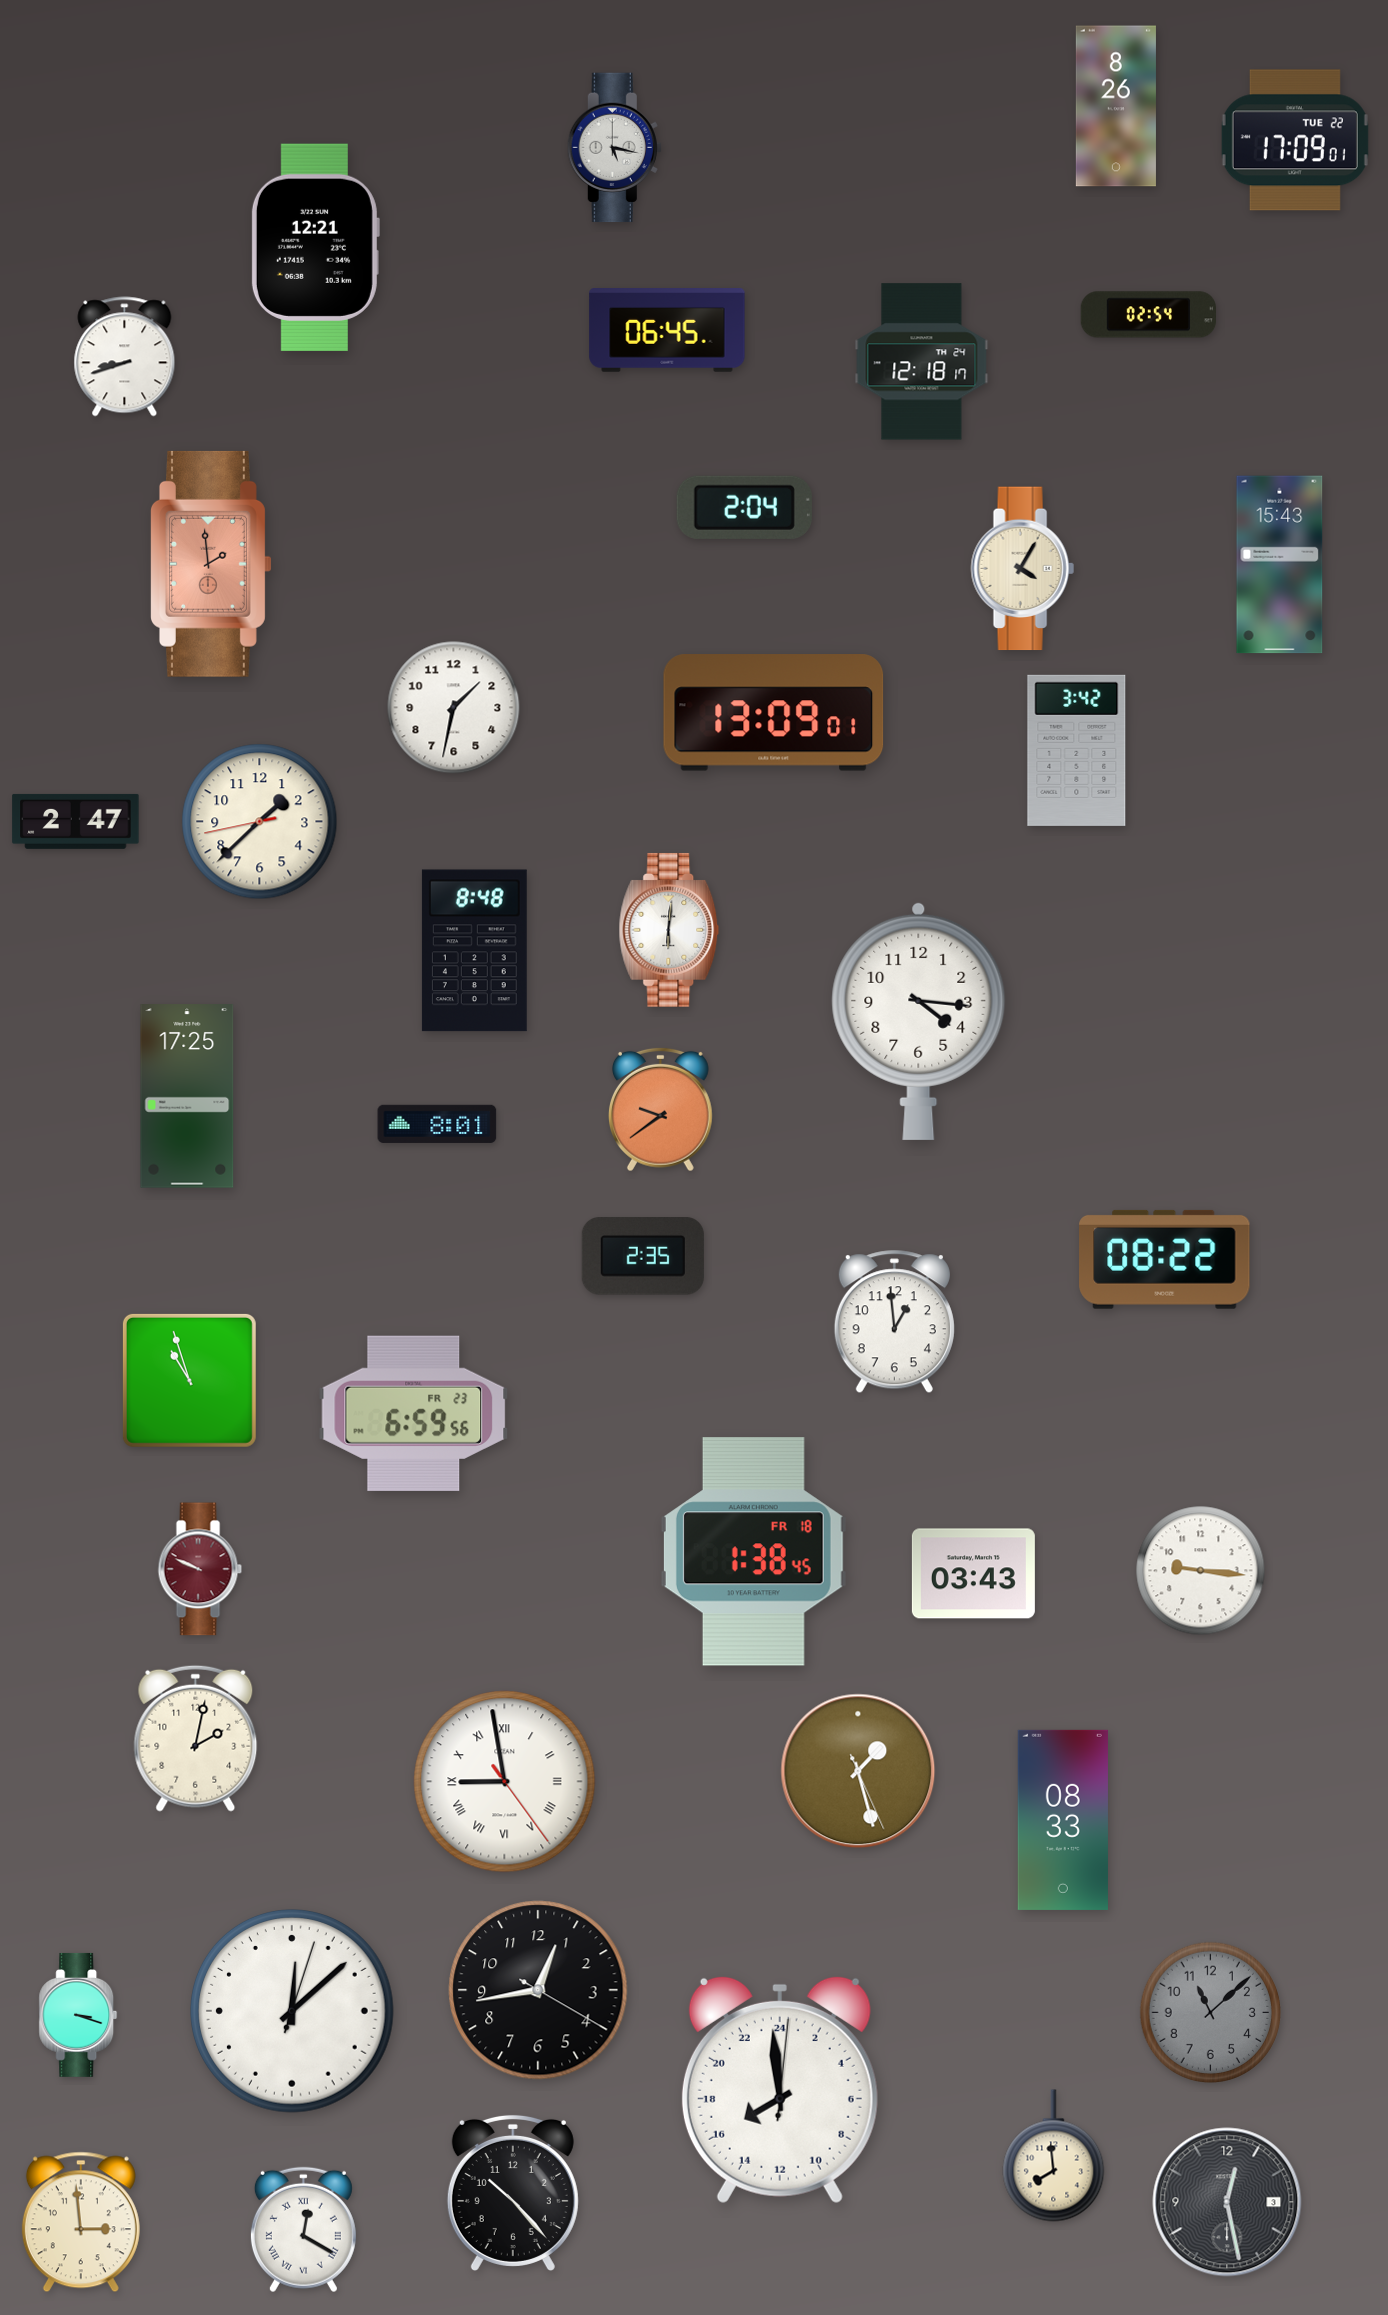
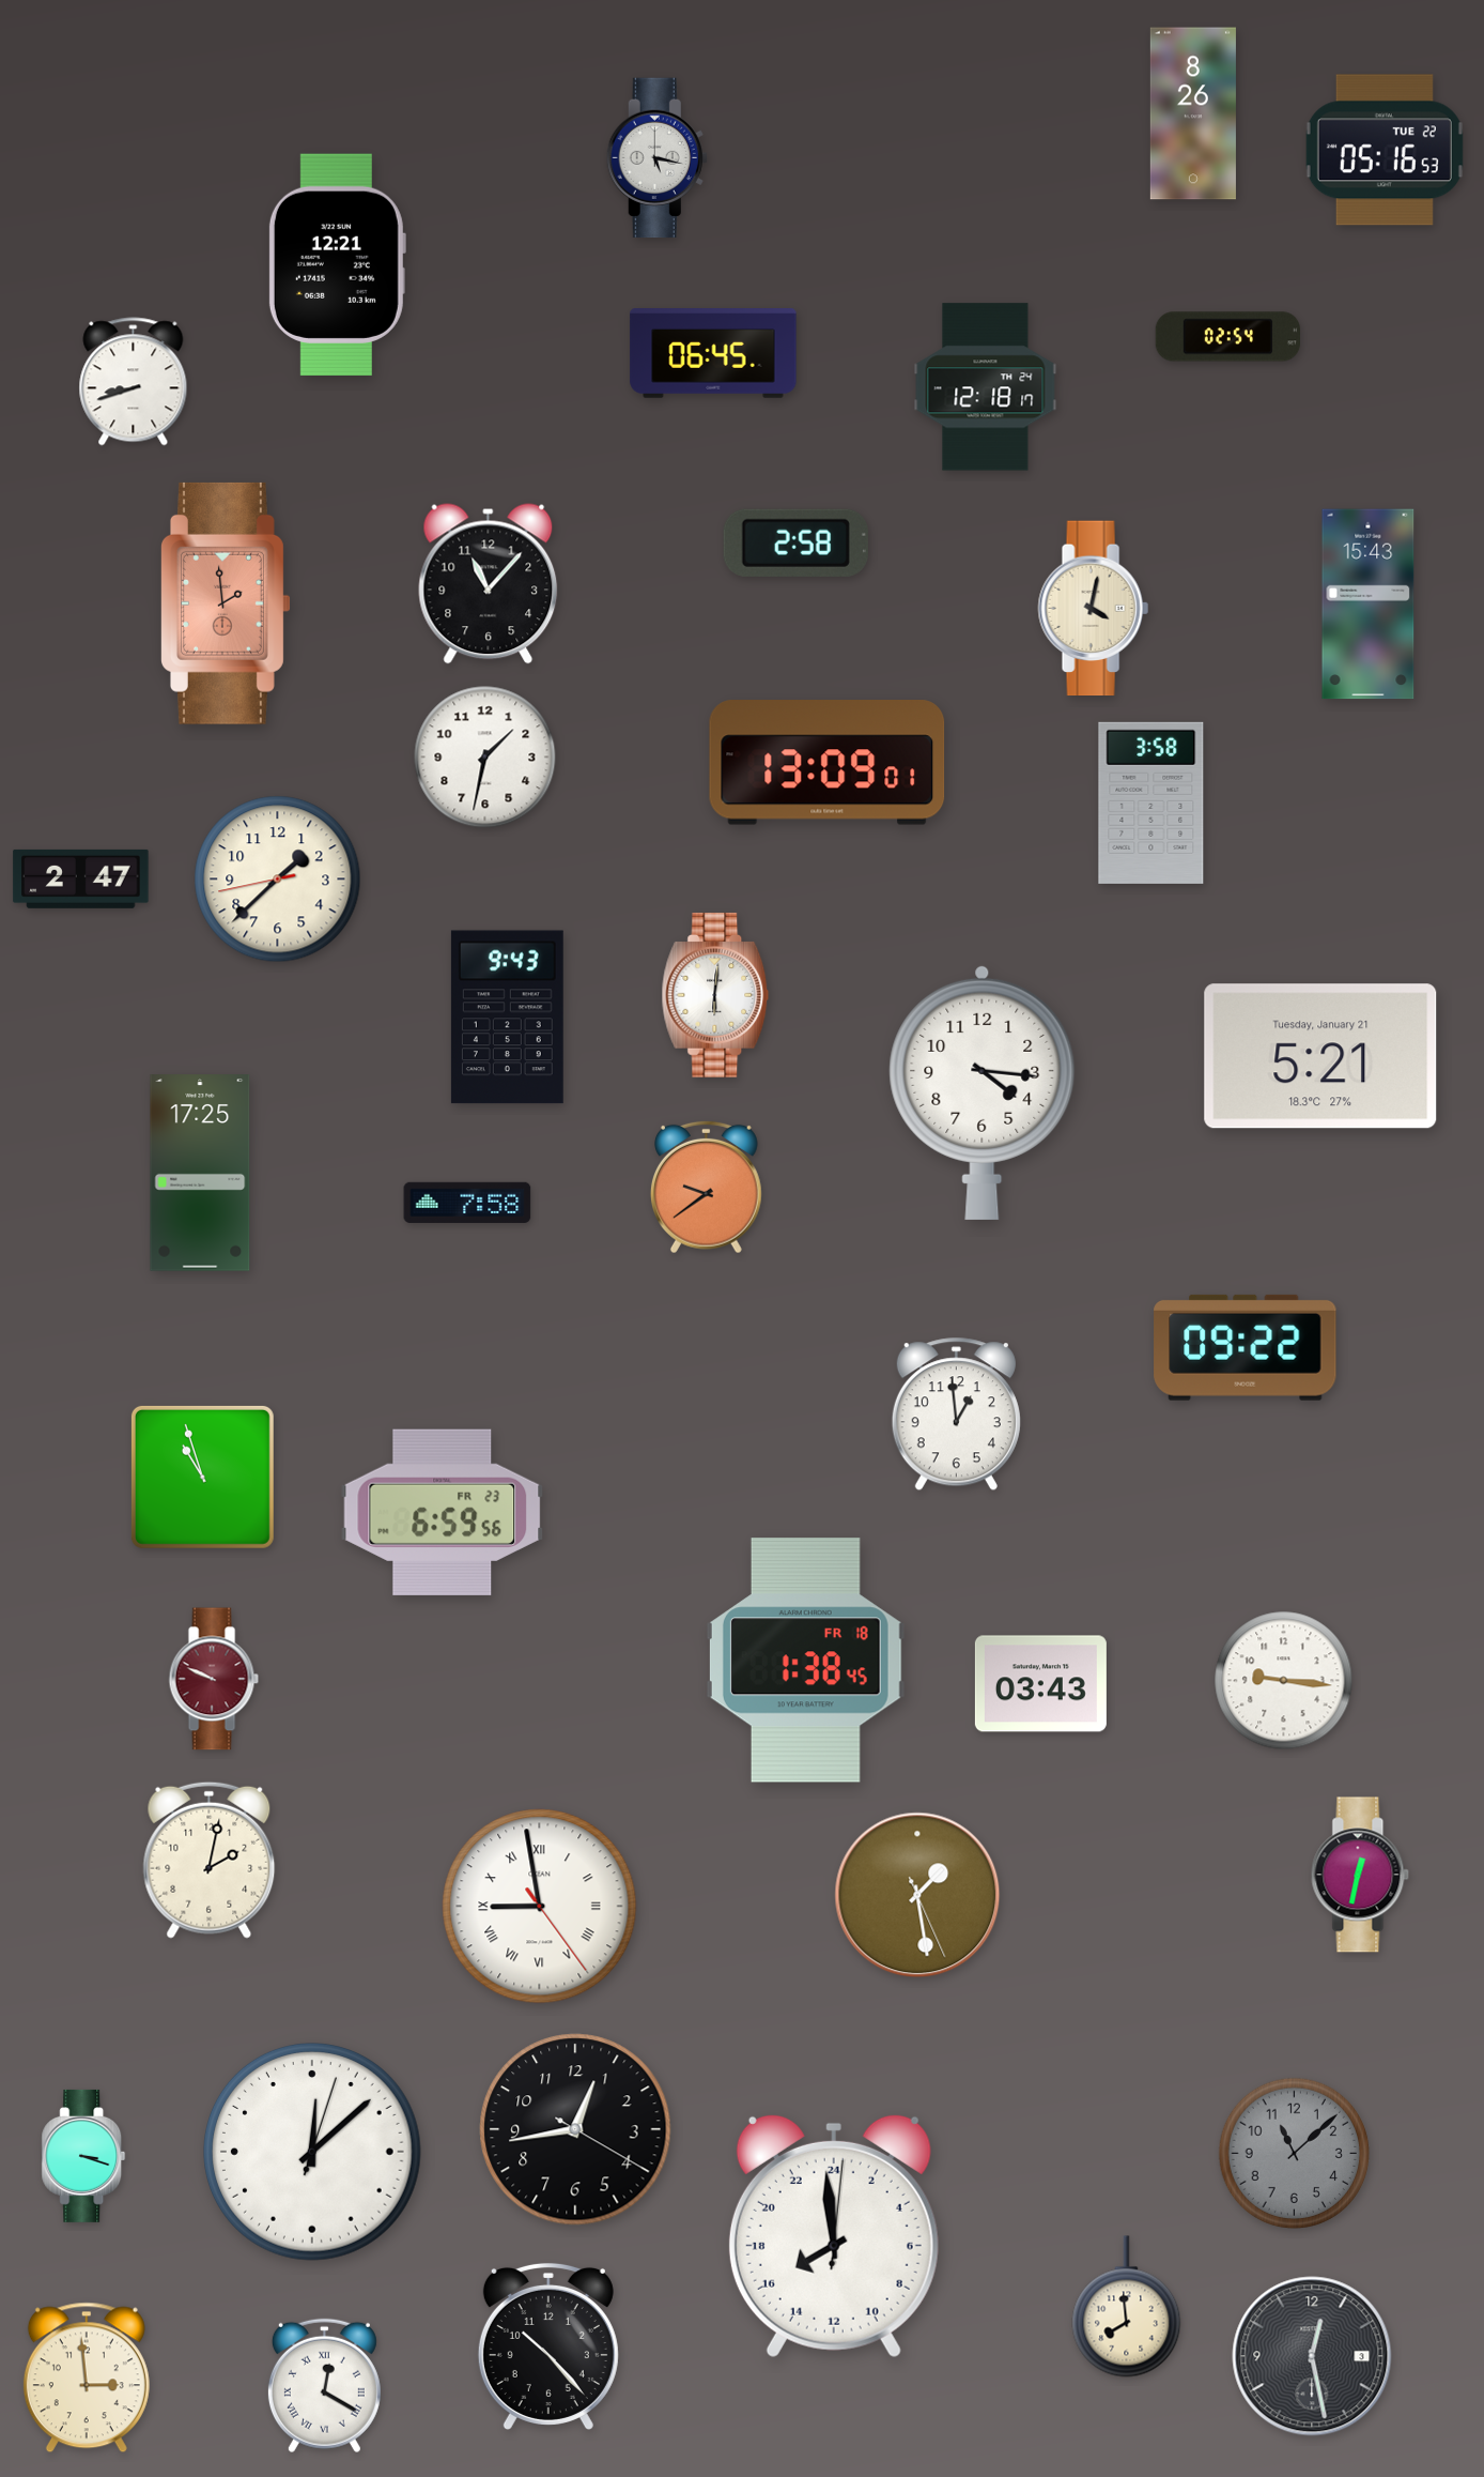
clock at (1295, 140): 17:09 -> 05:16
clock at (744, 507): 2:04 -> 2:58
clock at (489, 584): none -> 11:07
clock at (1022, 569): 4:05 -> 4:02
clock at (1077, 750): 3:42 -> 3:58
clock at (474, 951): 8:48 -> 9:43
clock at (1320, 1056): none -> 5:21
clock at (437, 1124): 8:01 -> 7:58
clock at (643, 1256): 2:35 -> none
clock at (1165, 1259): 08:22 -> 09:22
clock at (1360, 1875): none -> 12:32
clock at (858, 1771): 1:27 -> 1:28
clock at (1063, 1820): 08:33 -> none
